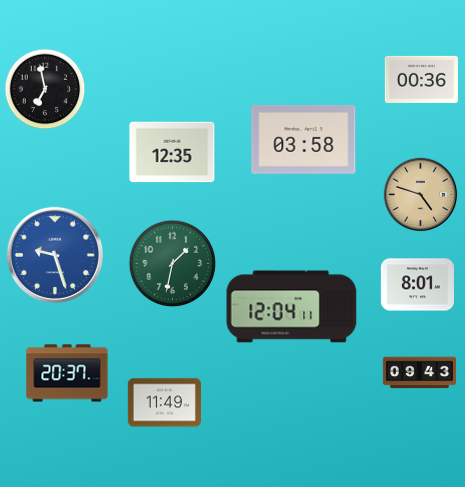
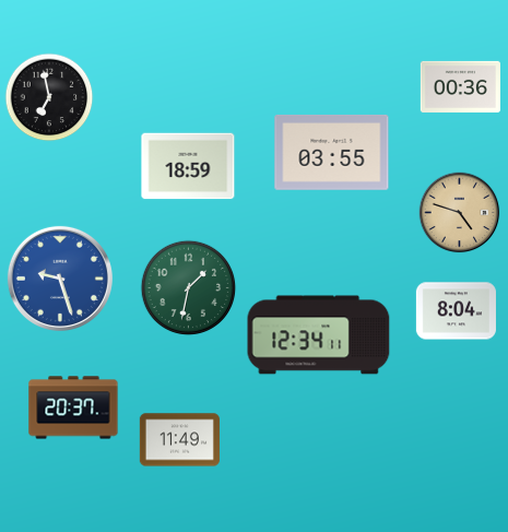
clock at (304, 139): 03:58 -> 03:55
clock at (172, 152): 12:35 -> 18:59
clock at (417, 285): 8:01 -> 8:04
clock at (292, 307): 12:04 -> 12:34
clock at (419, 373): 09:43 -> none
